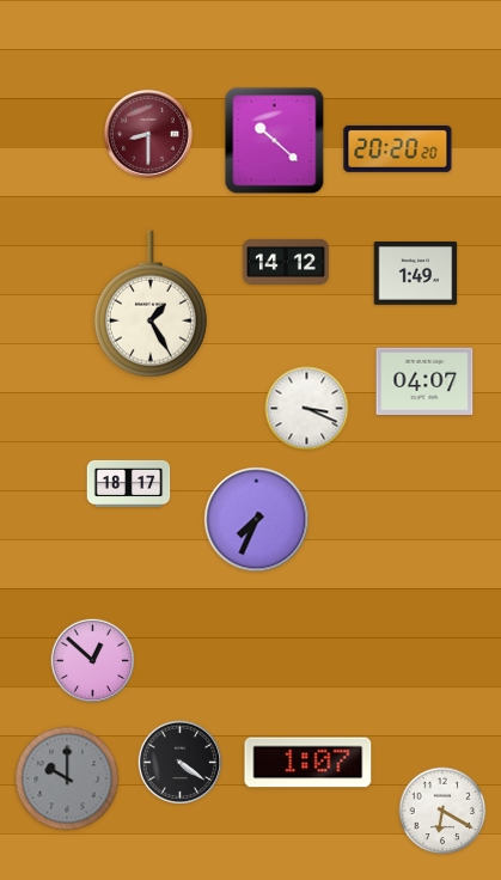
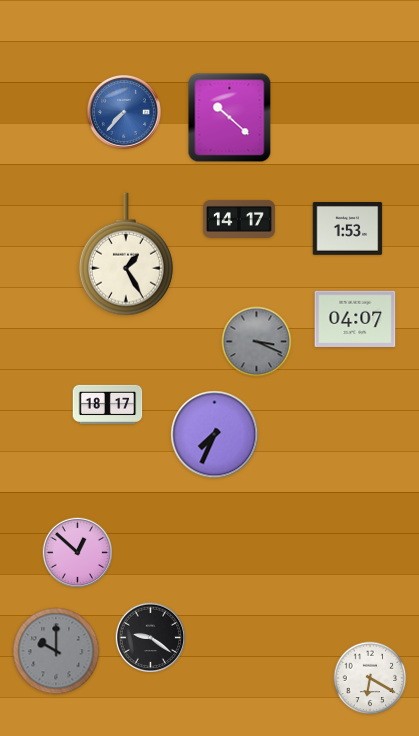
clock at (148, 134): 8:30 -> 7:37
clock at (148, 134) dial: burgundy -> blue
clock at (398, 148): 20:20 -> none
clock at (286, 262): 14:12 -> 14:17
clock at (416, 274): 1:49 -> 1:53
clock at (307, 409) dial: white -> grey
clock at (181, 763): 4:21 -> 9:21
clock at (308, 763): 1:07 -> none
